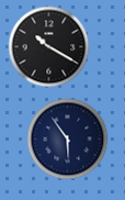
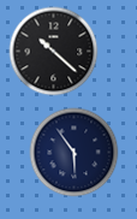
clock at (49, 47): 10:20 -> 10:22
